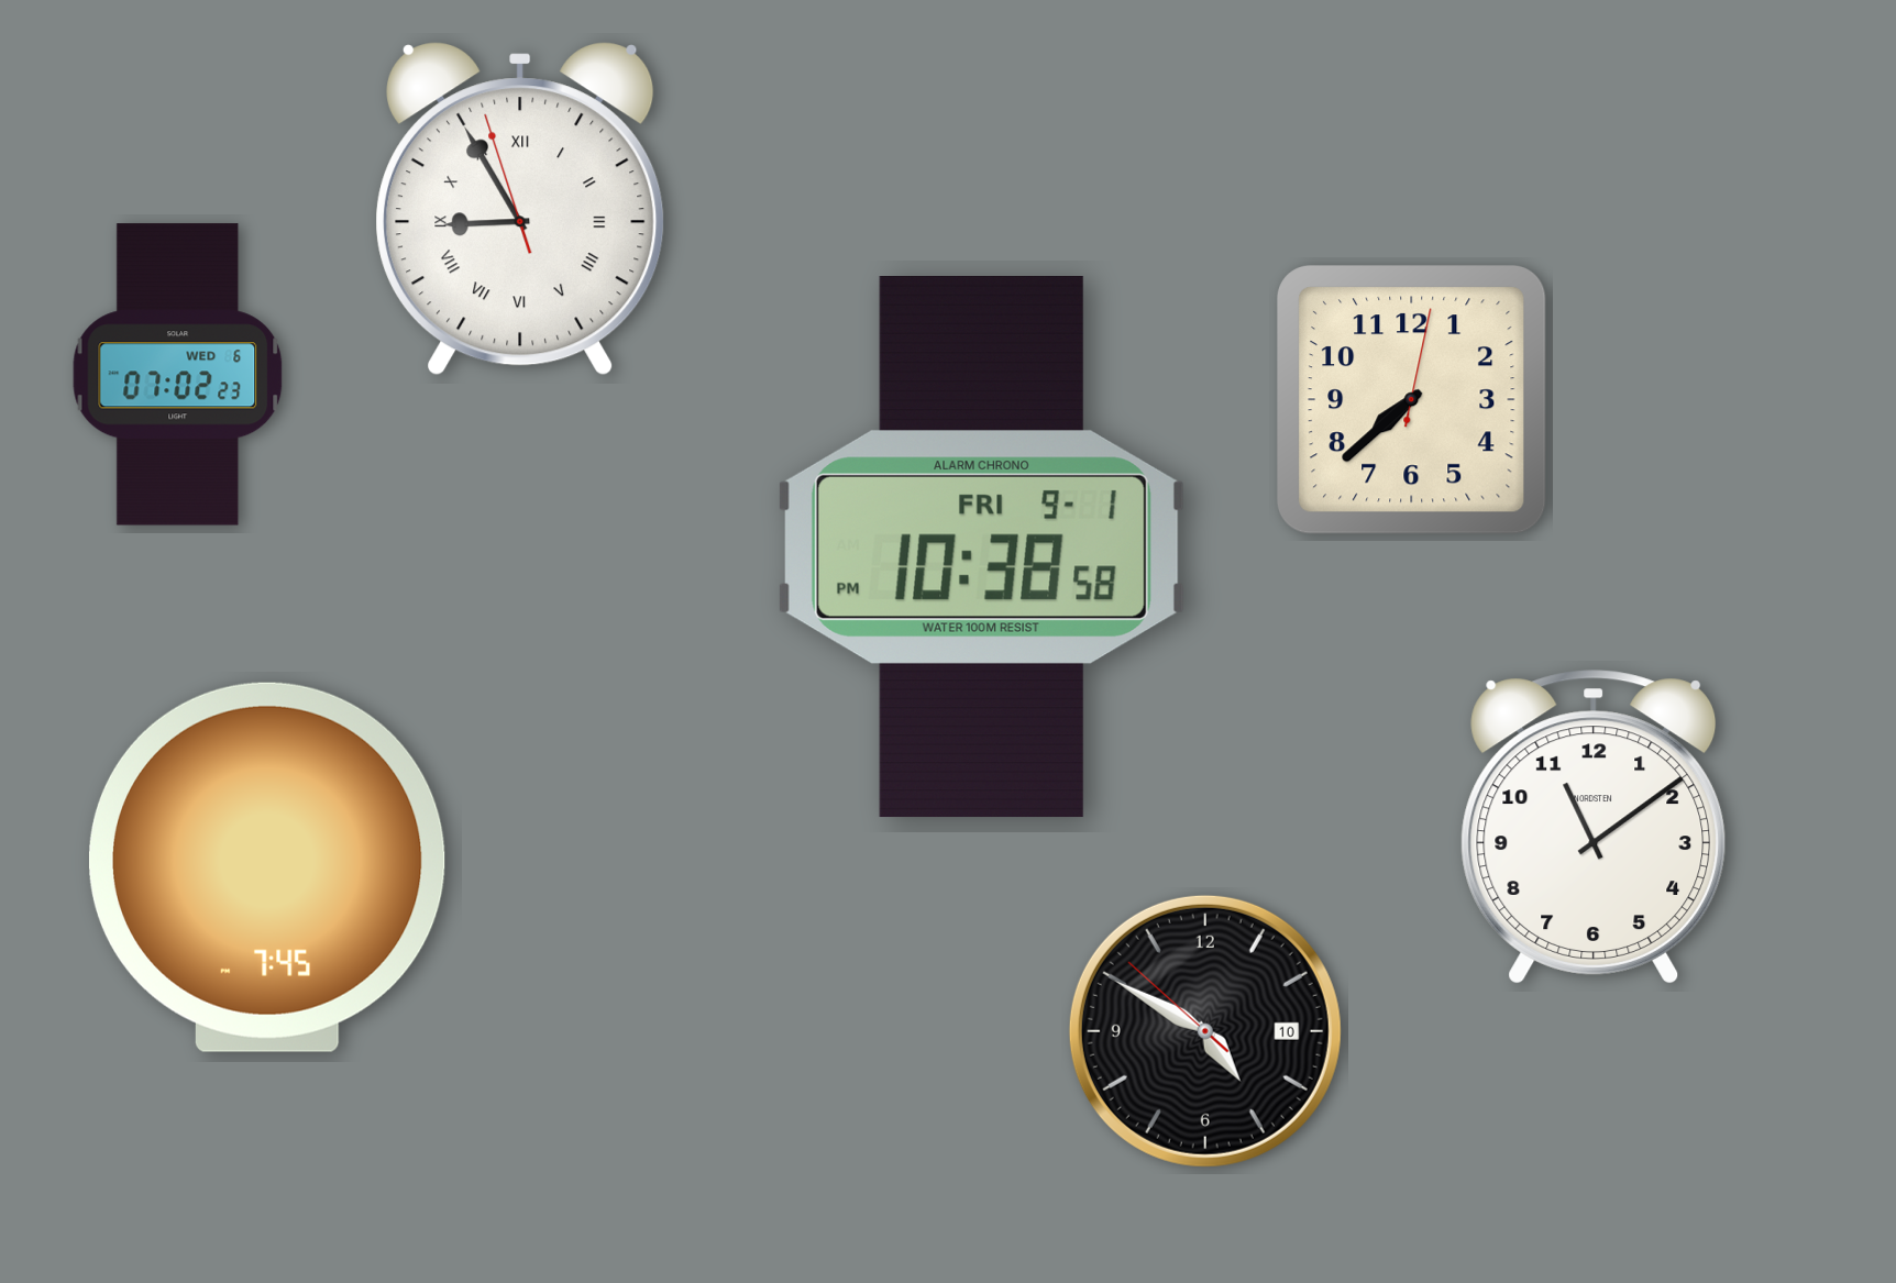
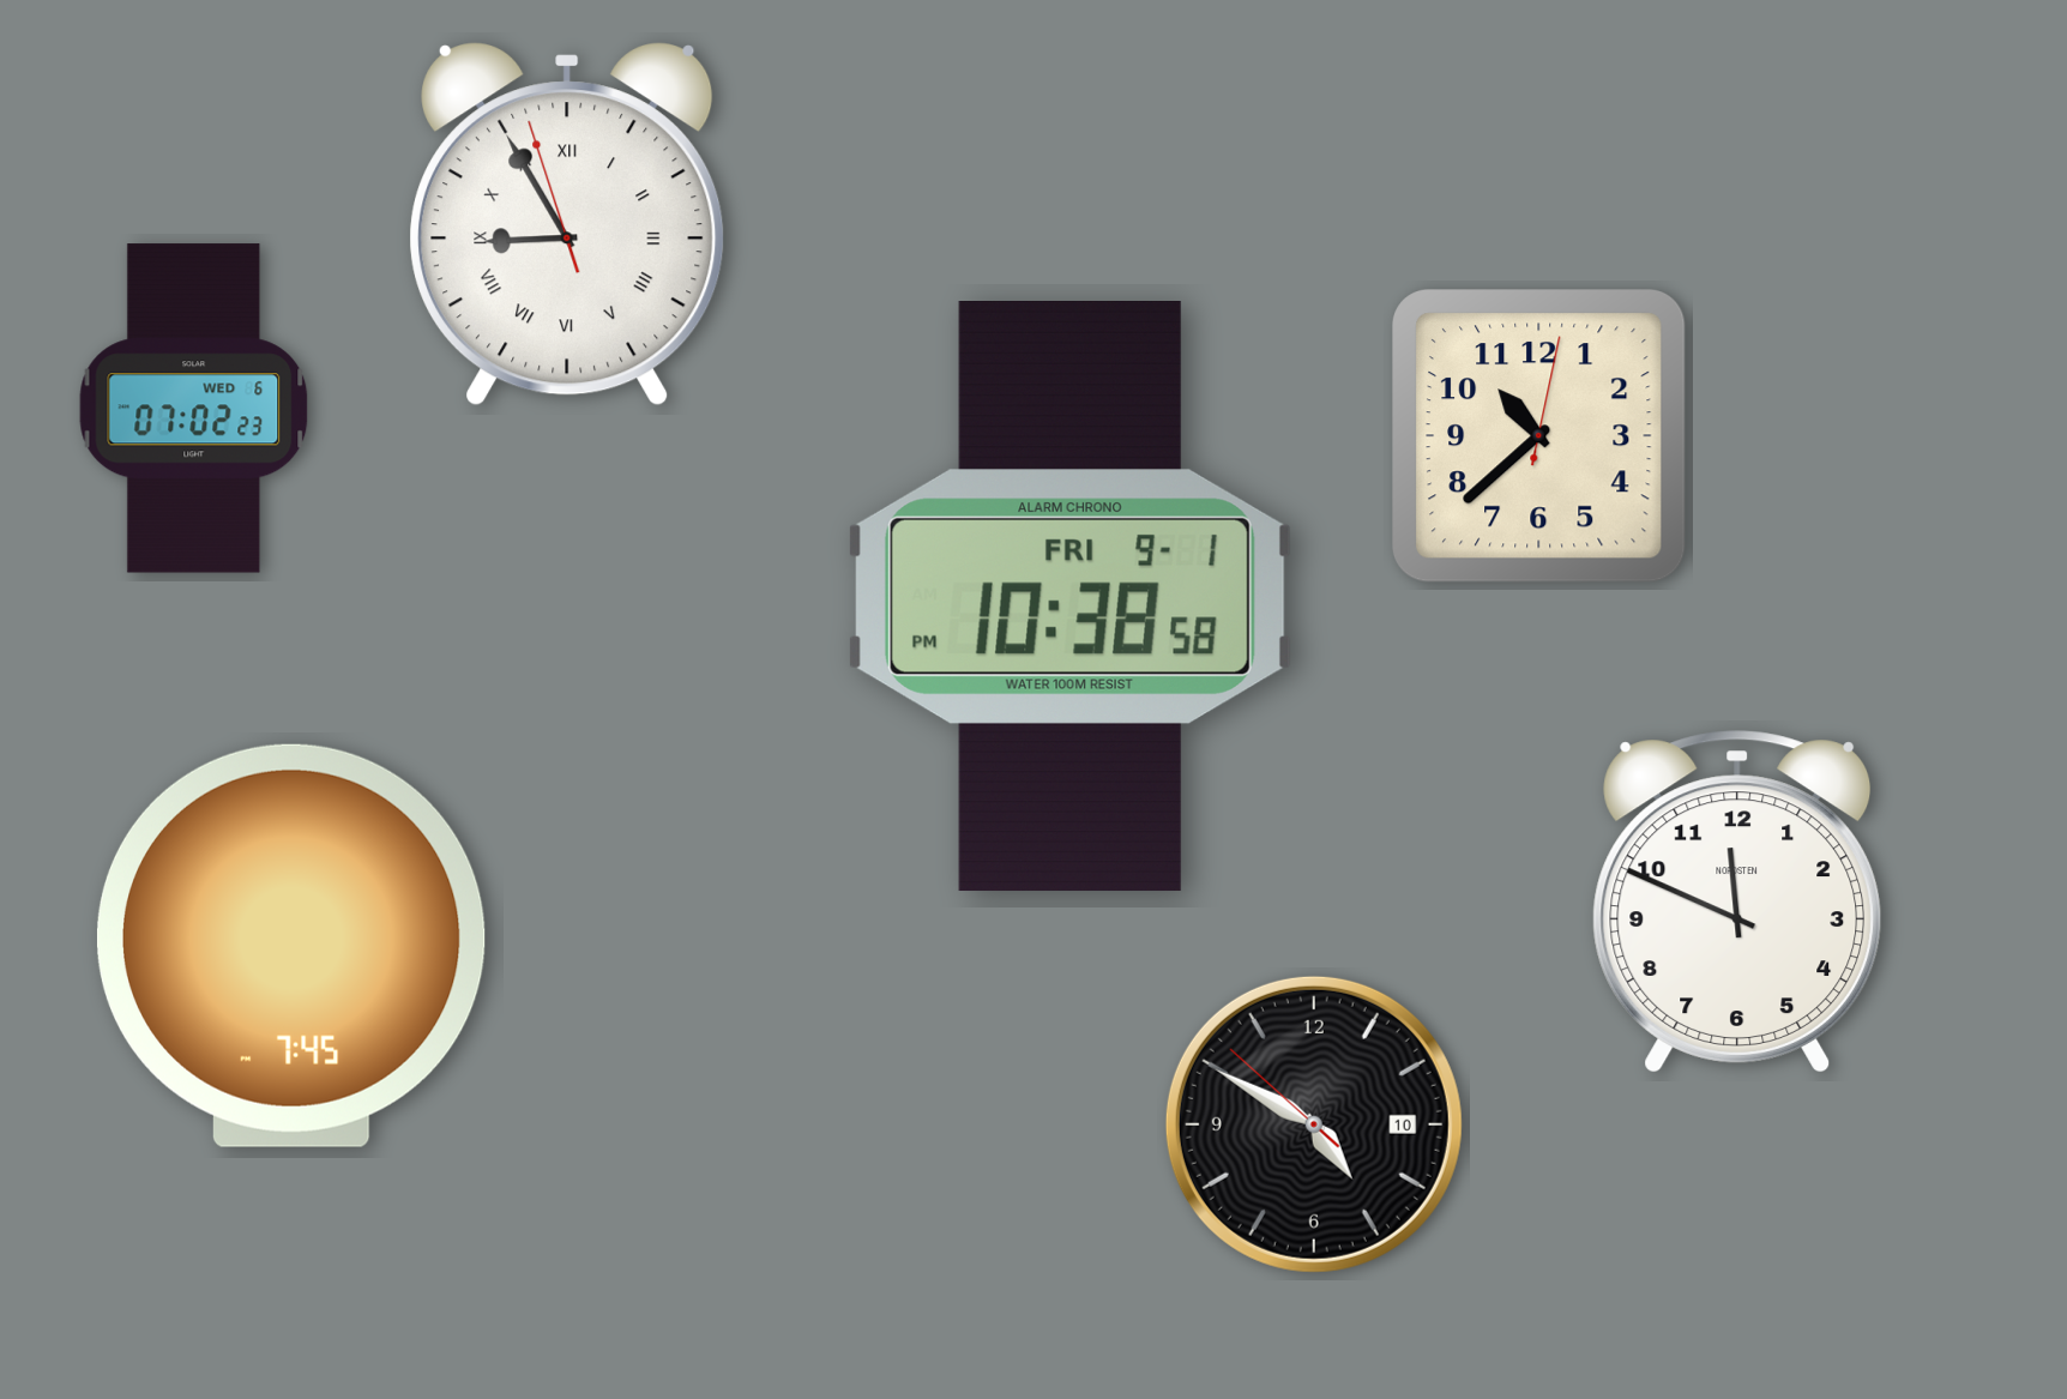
clock at (520, 209) position: (520, 209) -> (567, 224)
clock at (1412, 400): 7:38 -> 10:38
clock at (1594, 827): 11:09 -> 11:49
